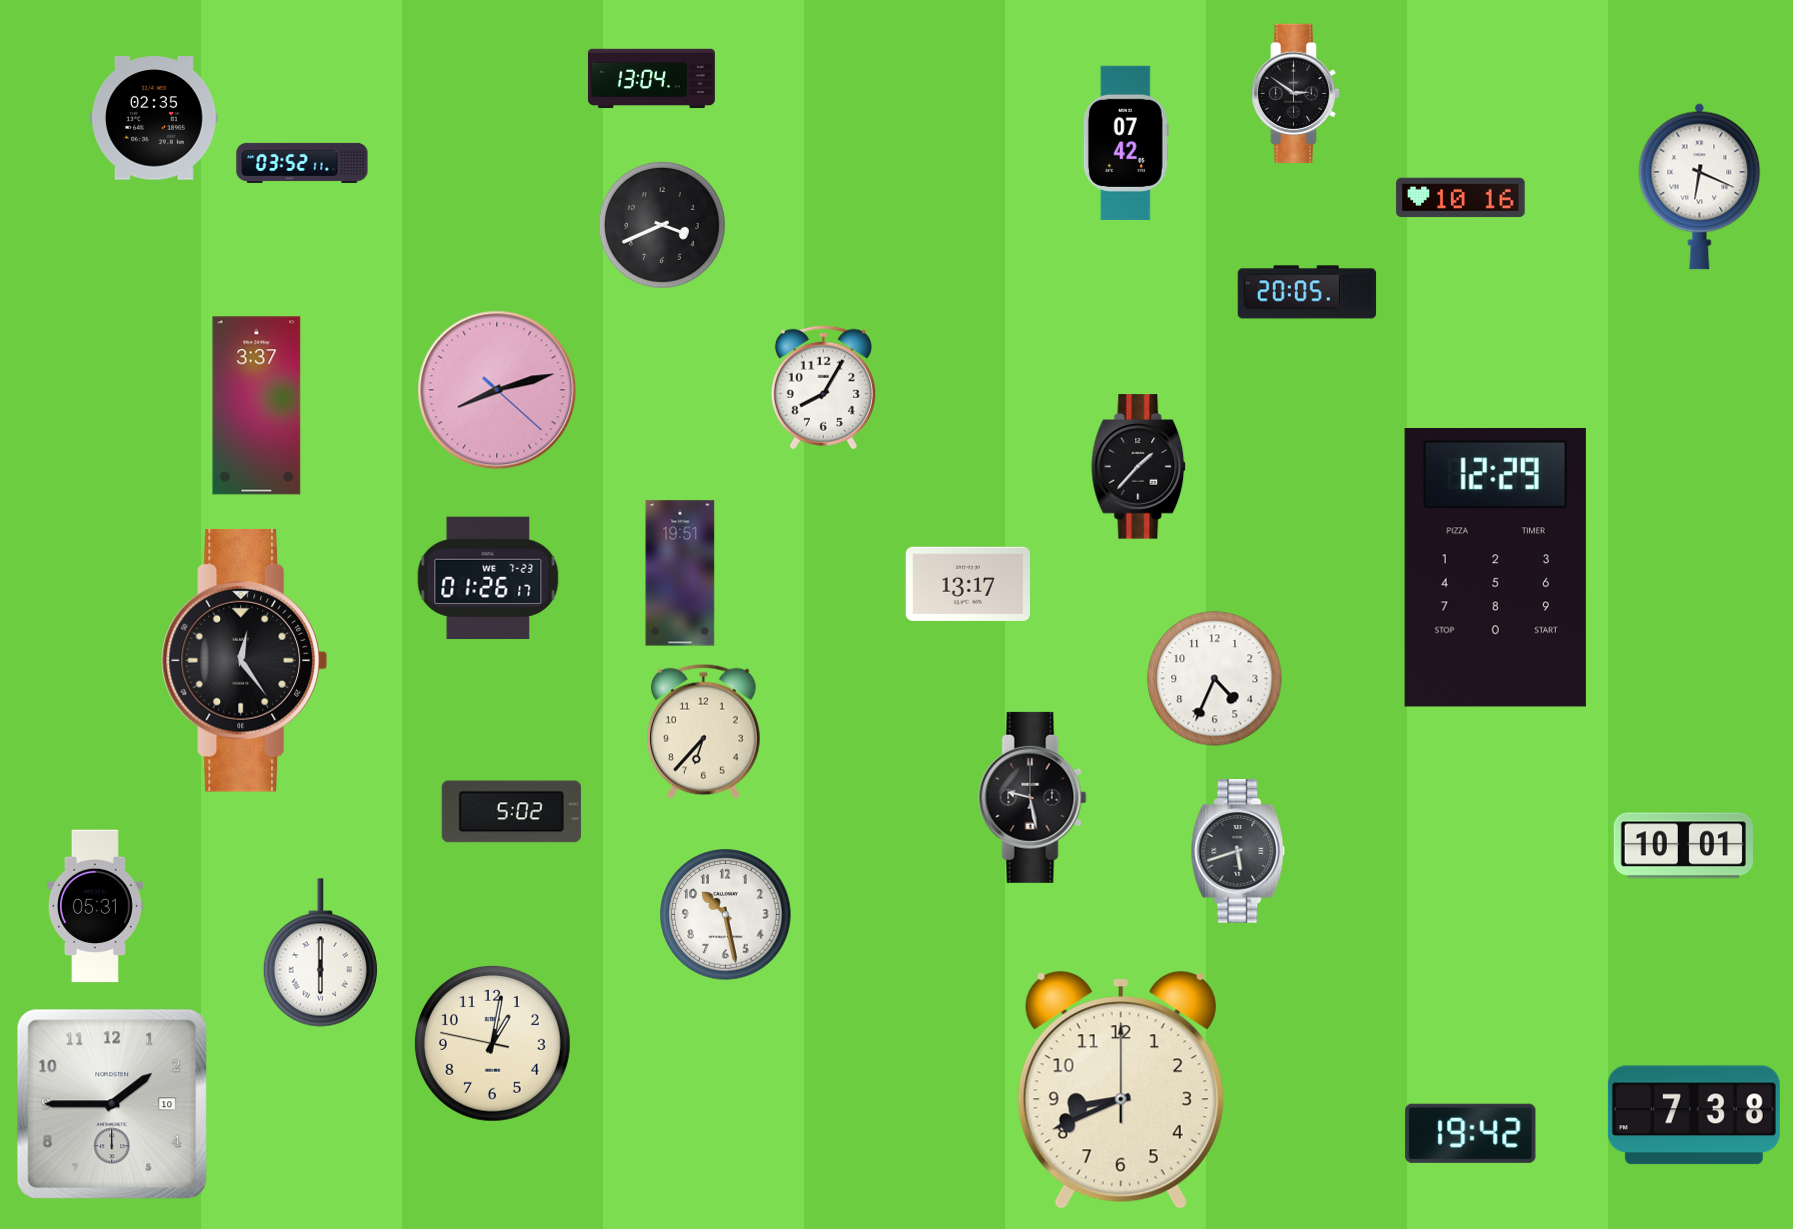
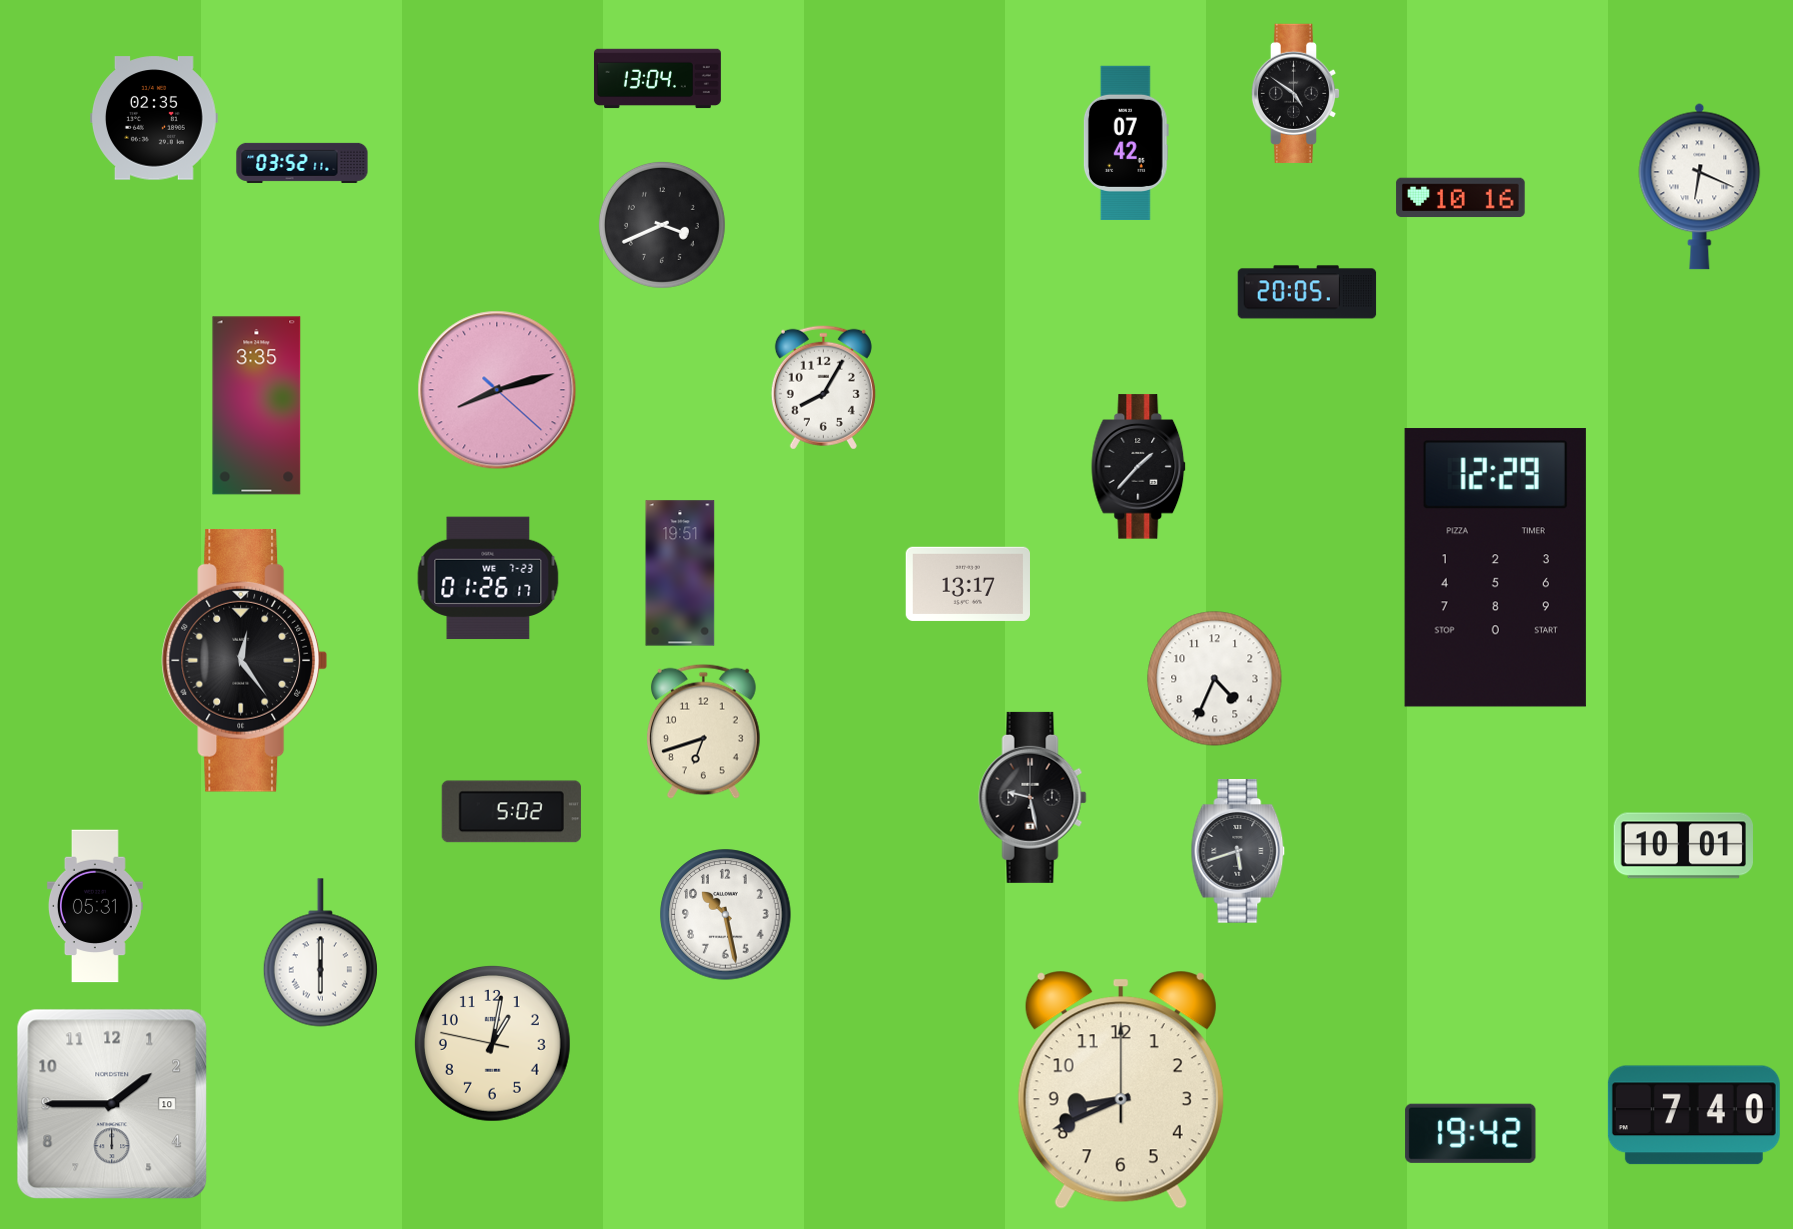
clock at (651, 79) position: (651, 79) -> (657, 79)
clock at (1296, 93): 2:51 -> 4:51
clock at (257, 406): 3:37 -> 3:35
clock at (703, 731): 6:37 -> 6:42
clock at (1694, 1115): 7:38 -> 7:40
